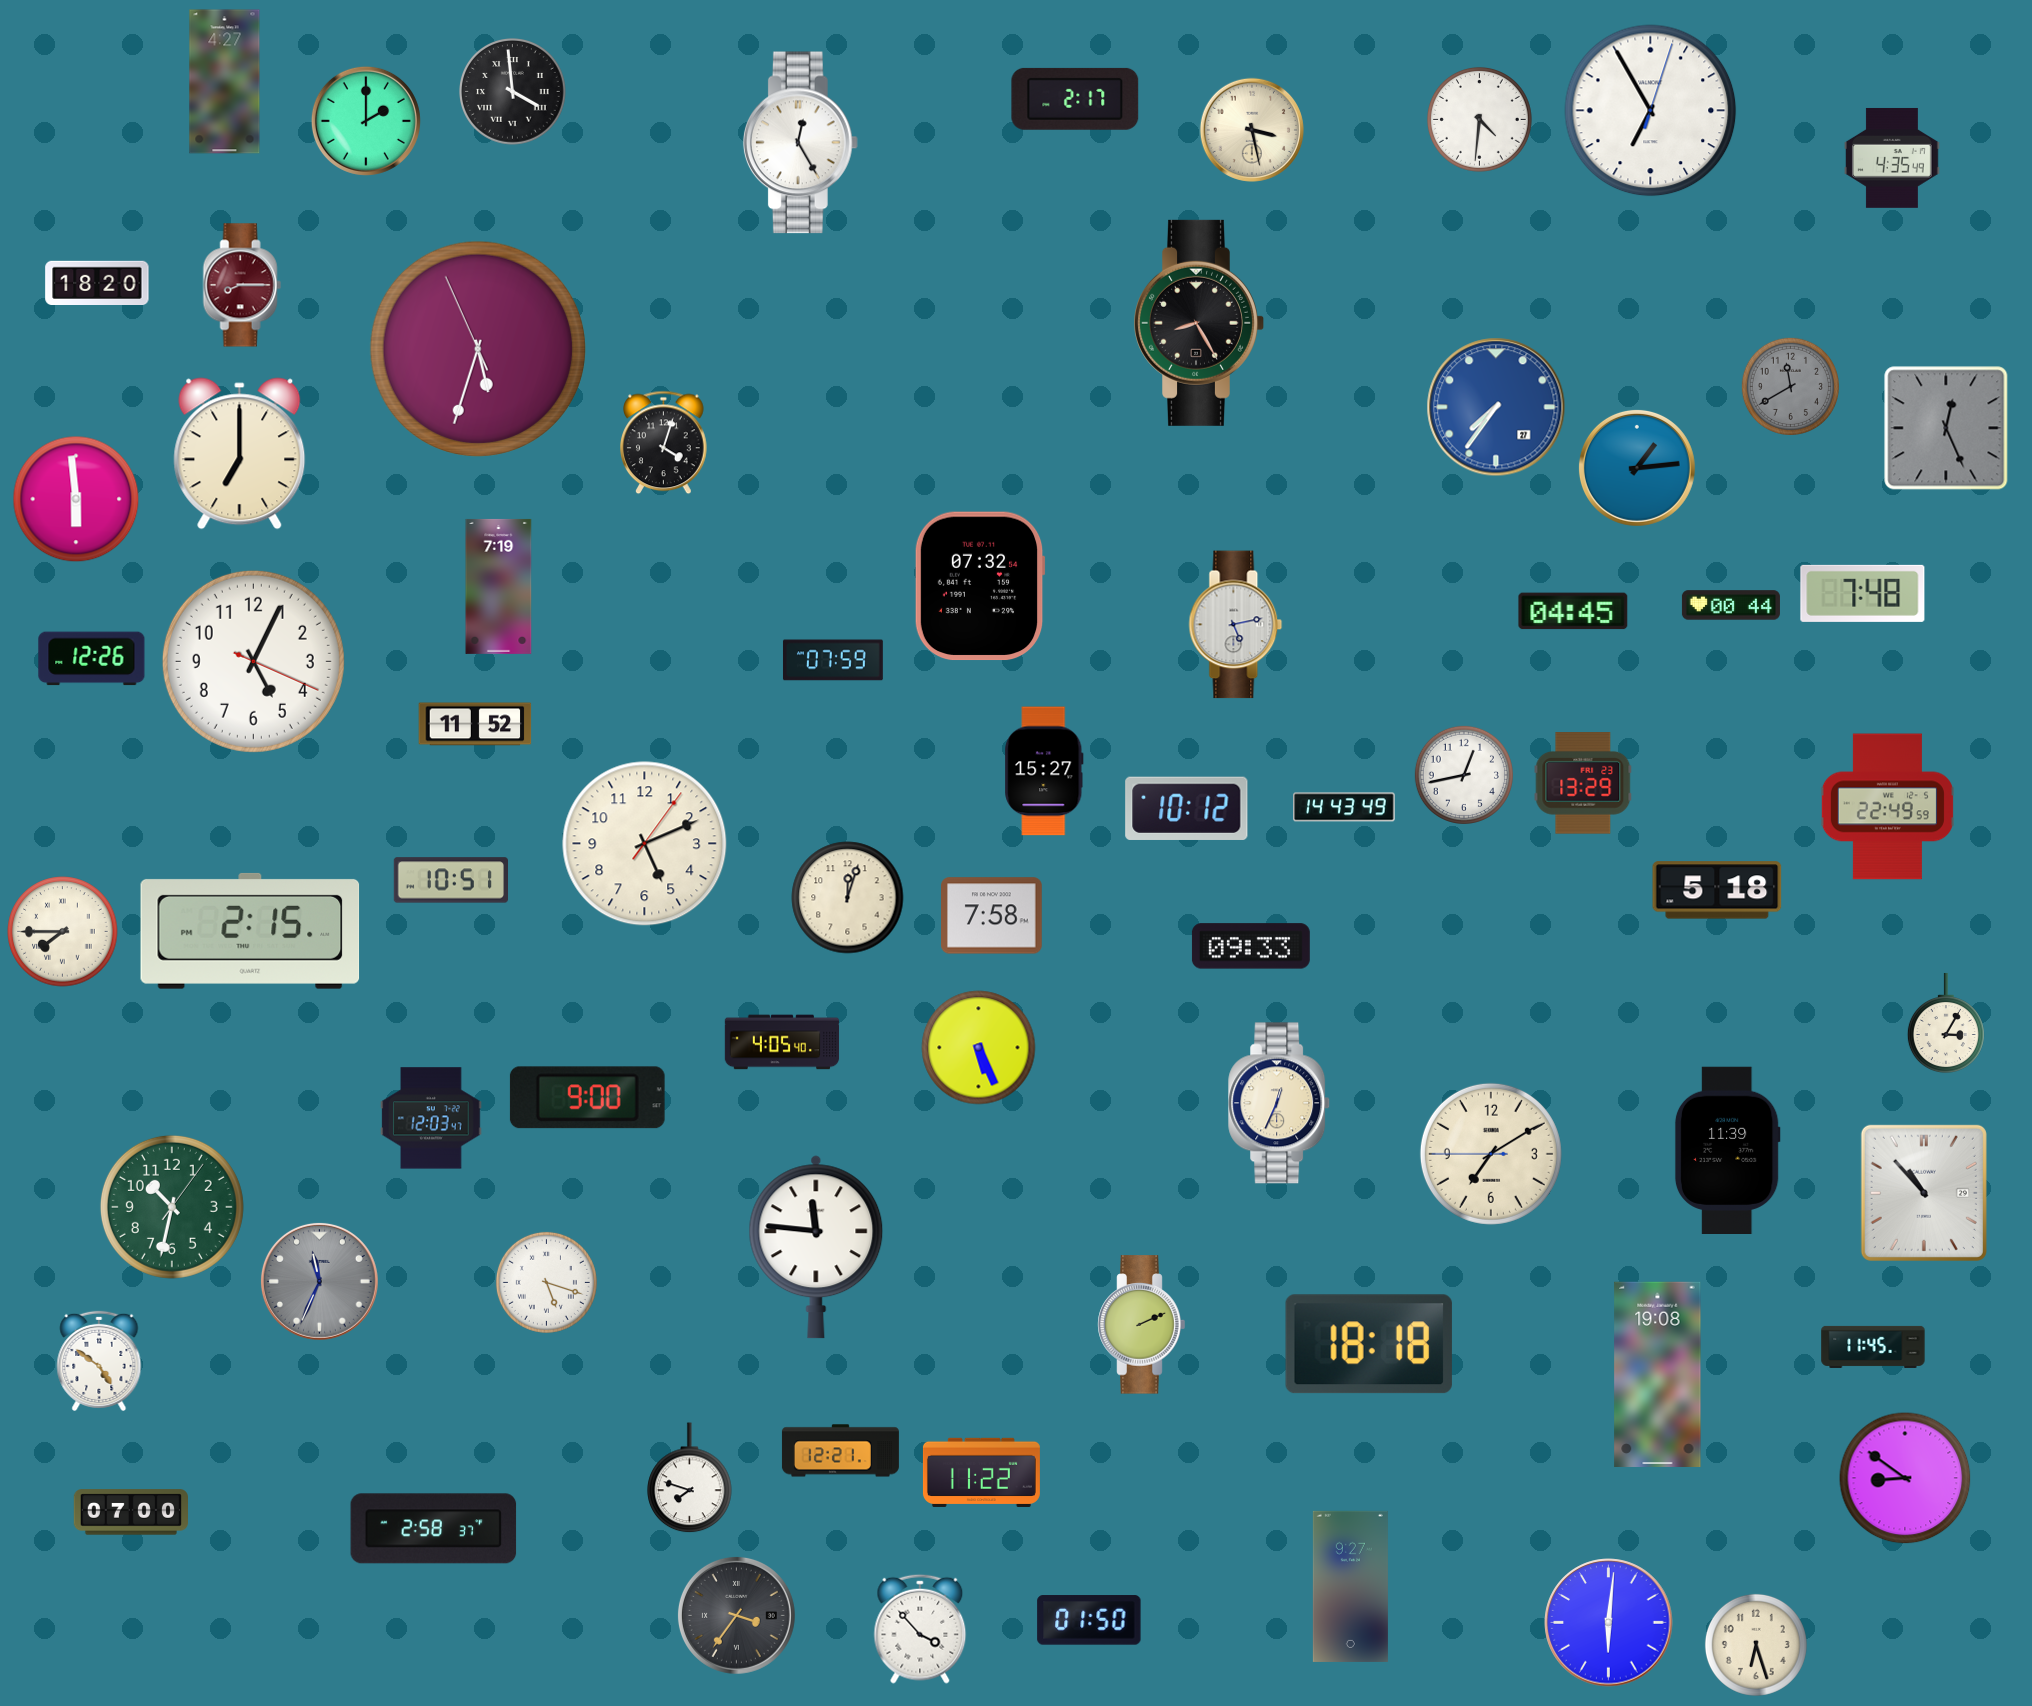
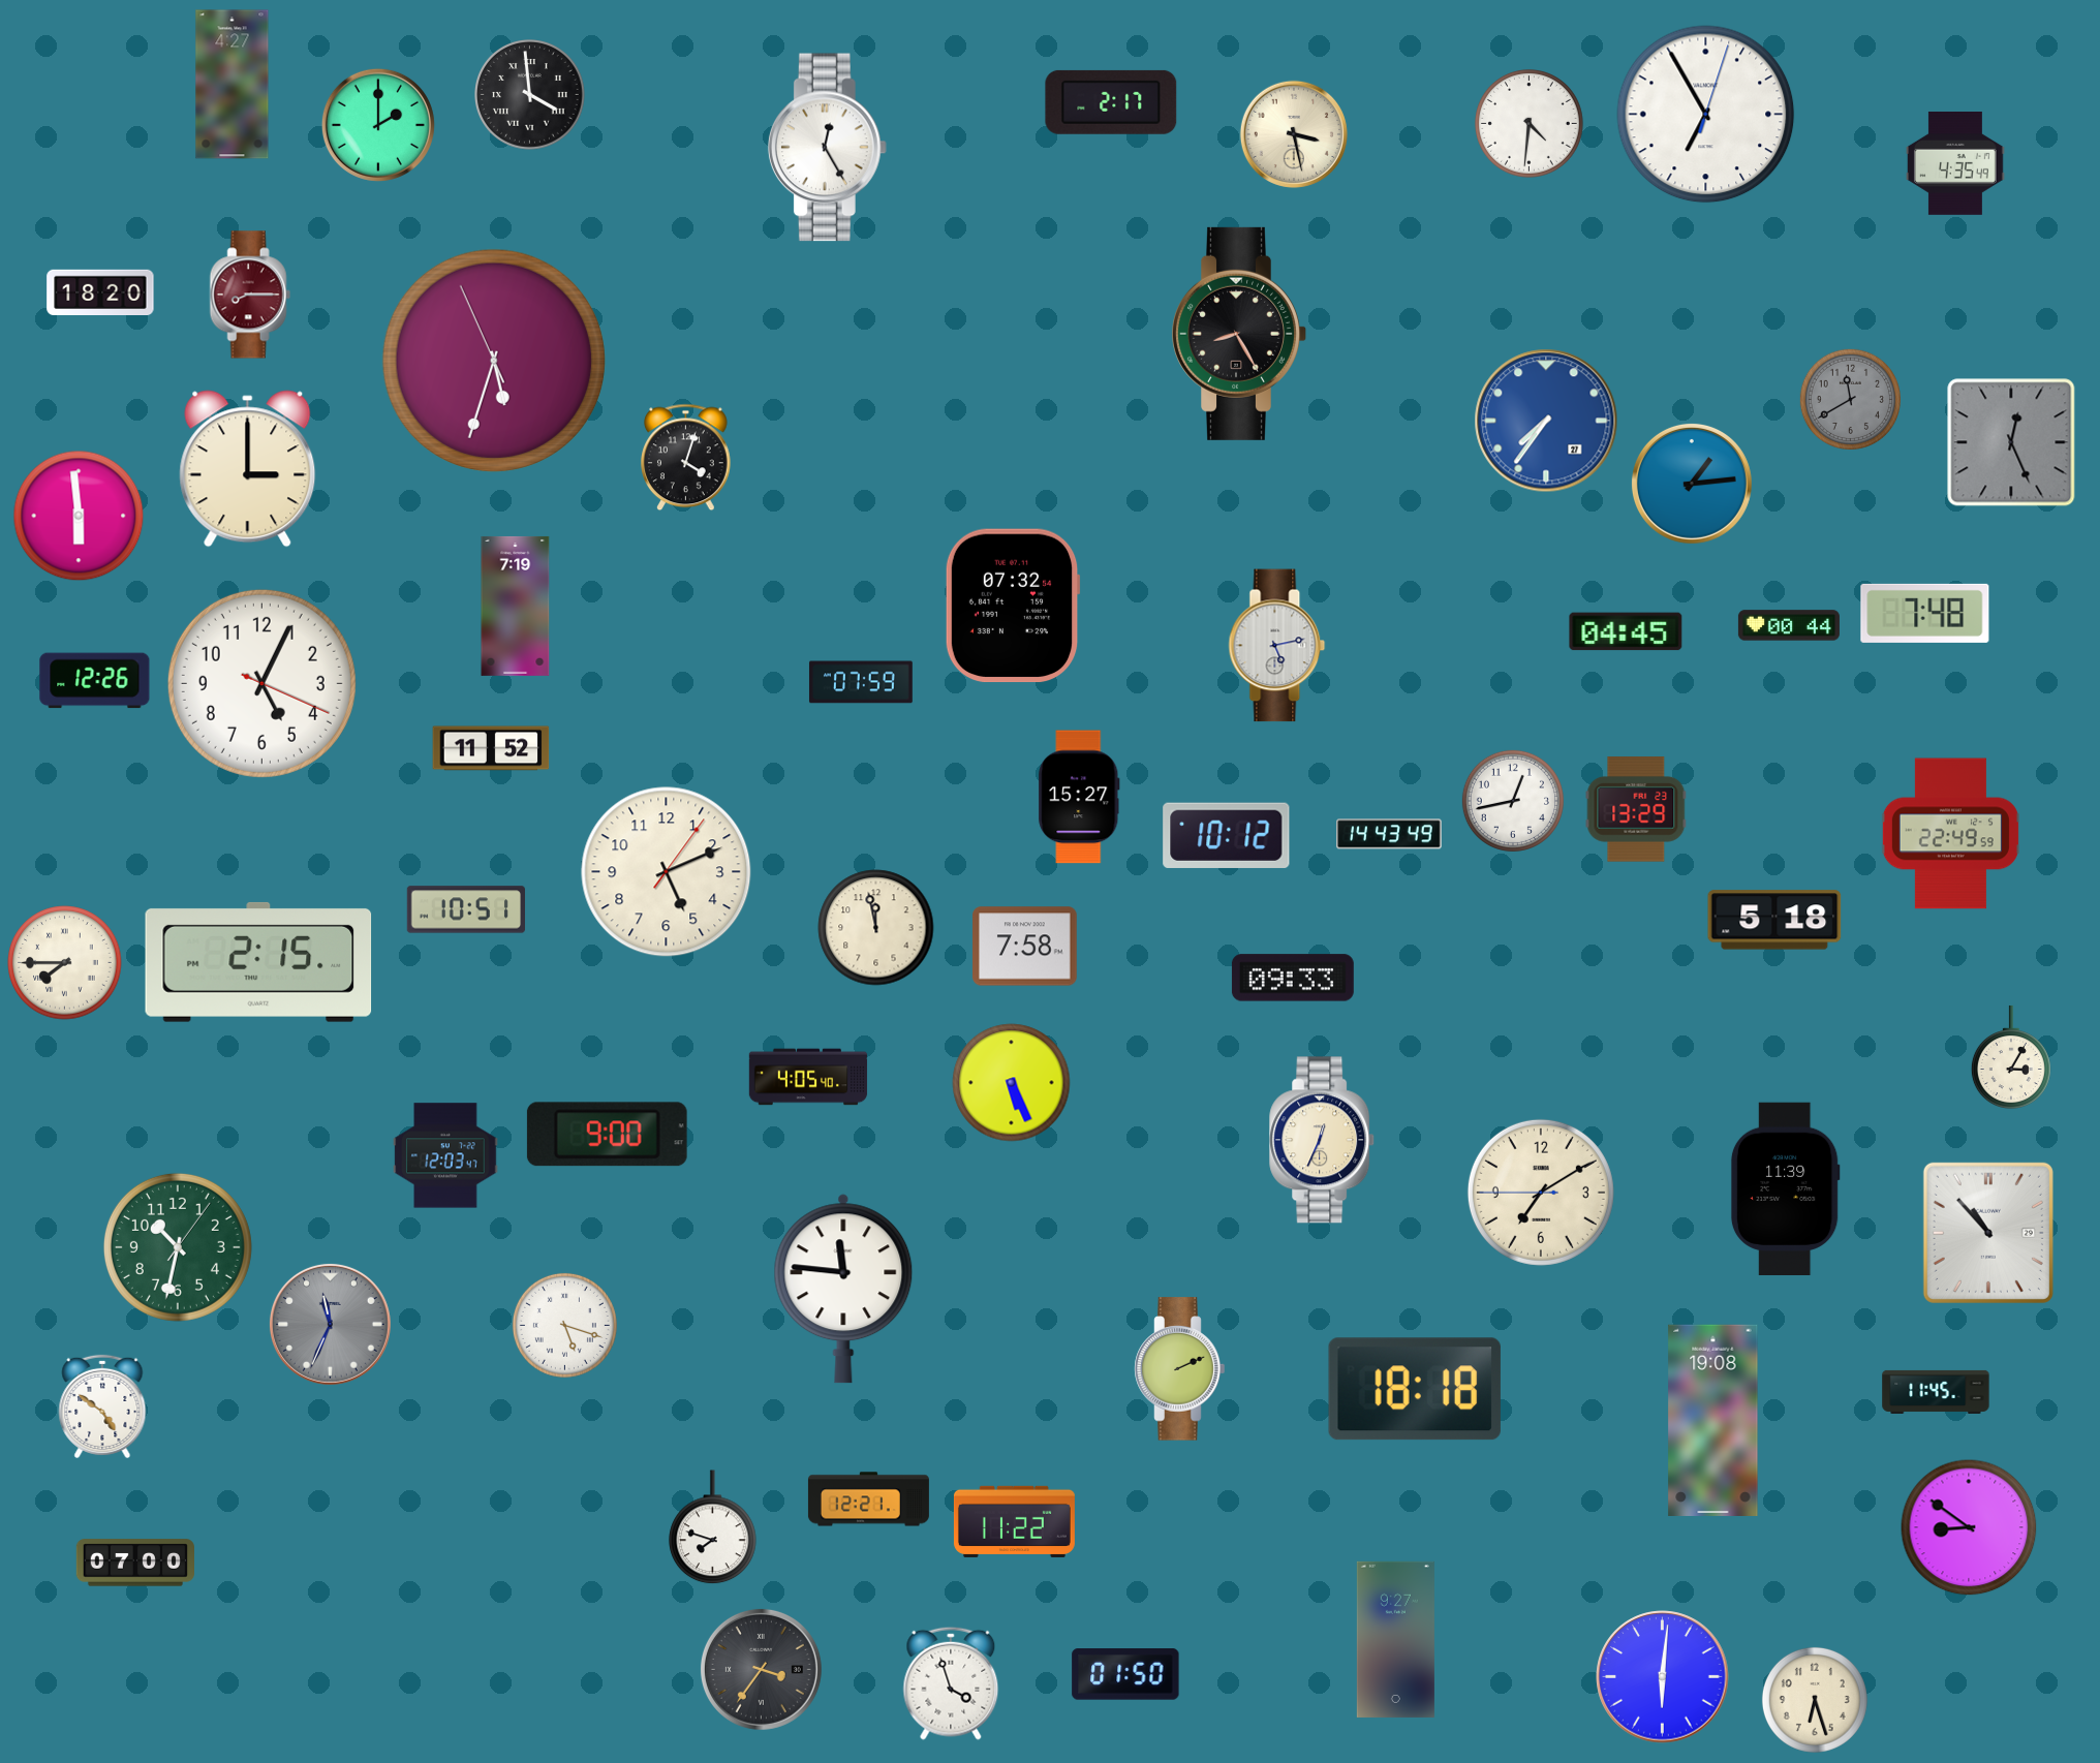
clock at (240, 454): 7:00 -> 3:00
clock at (848, 898): 12:03 -> 11:58
clock at (434, 1529): 2:58 -> none
clock at (920, 1629): 3:53 -> 3:57
